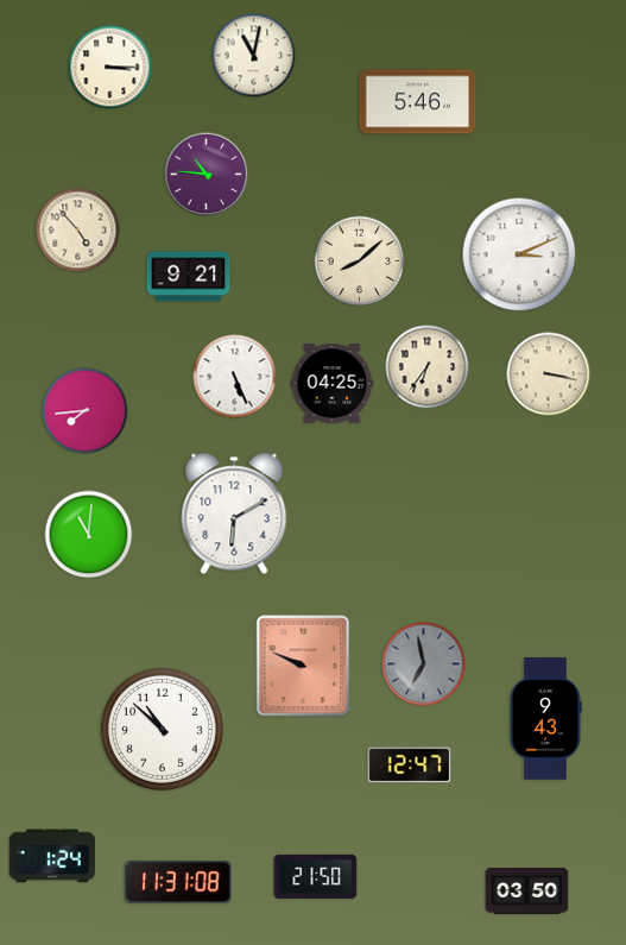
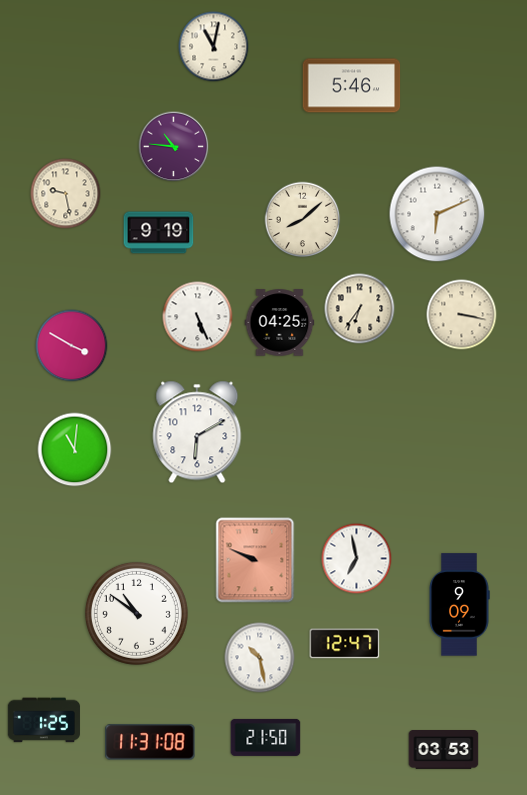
clock at (110, 68): 3:15 -> none
clock at (78, 231): 4:53 -> 9:28
clock at (519, 254): 3:11 -> 6:11
clock at (189, 277): 9:21 -> 9:19
clock at (86, 411): 7:44 -> 3:50
clock at (424, 664) dial: grey -> white
clock at (545, 719): 9:43 -> 9:09
clock at (162, 729): 10:52 -> 10:51
clock at (260, 658): none -> 10:28
clock at (52, 856): 1:24 -> 1:25
clock at (527, 892): 03:50 -> 03:53
